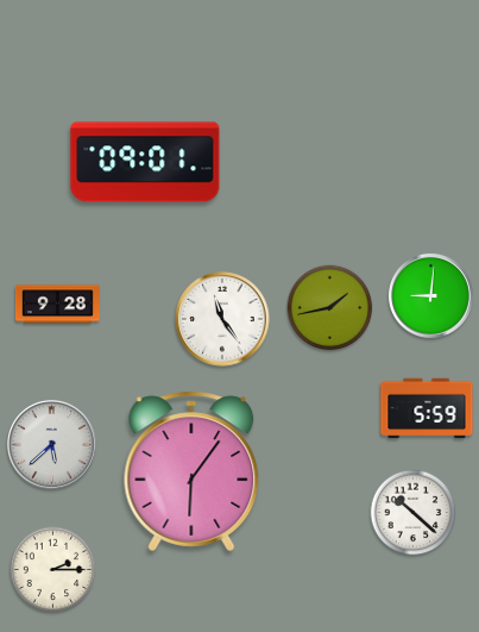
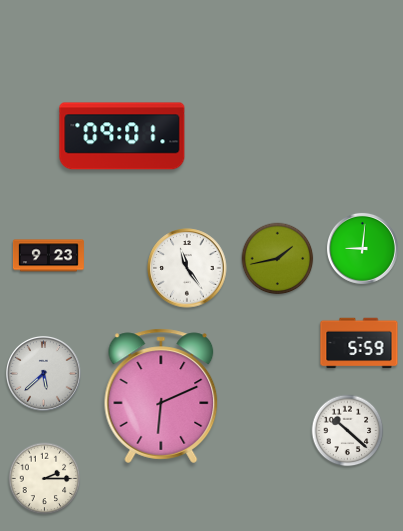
clock at (57, 305): 9:28 -> 9:23
clock at (191, 471): 6:06 -> 6:11
